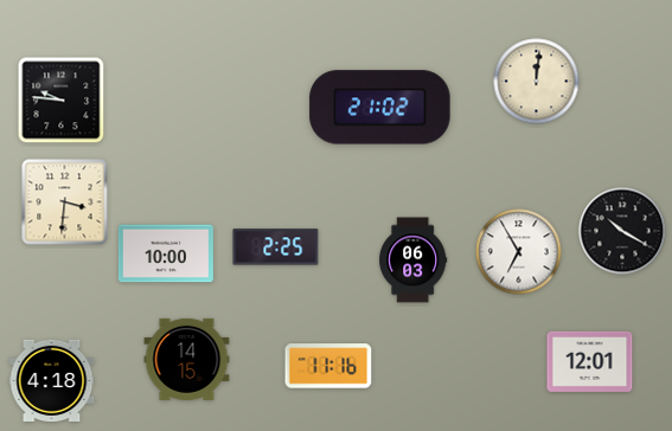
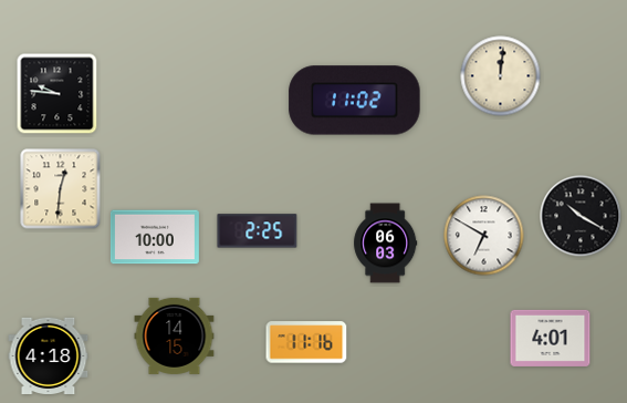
clock at (380, 108): 21:02 -> 11:02
clock at (65, 202): 3:31 -> 12:31
clock at (519, 252): 6:55 -> 6:50
clock at (590, 361): 12:01 -> 4:01
